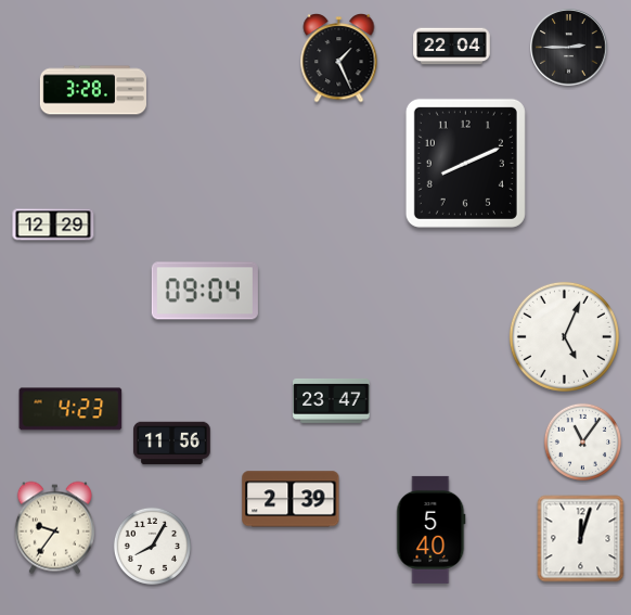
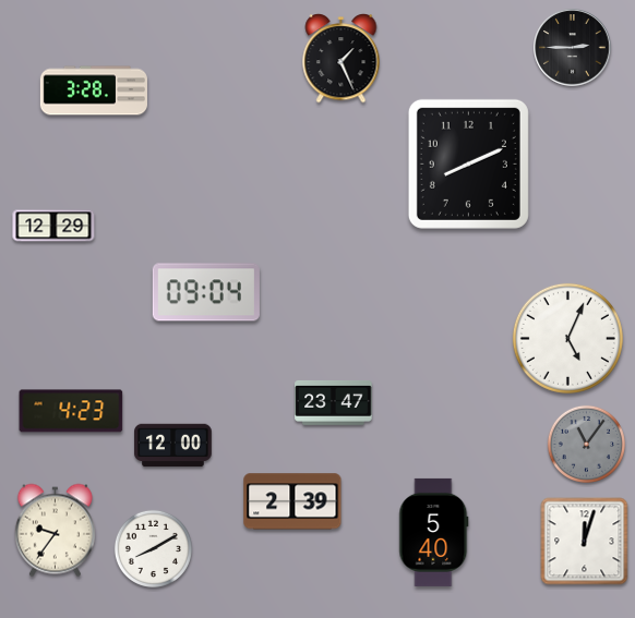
clock at (452, 47): 22:04 -> none
clock at (582, 441) dial: white -> grey
clock at (172, 444): 11:56 -> 12:00
clock at (152, 546): 8:05 -> 8:10
